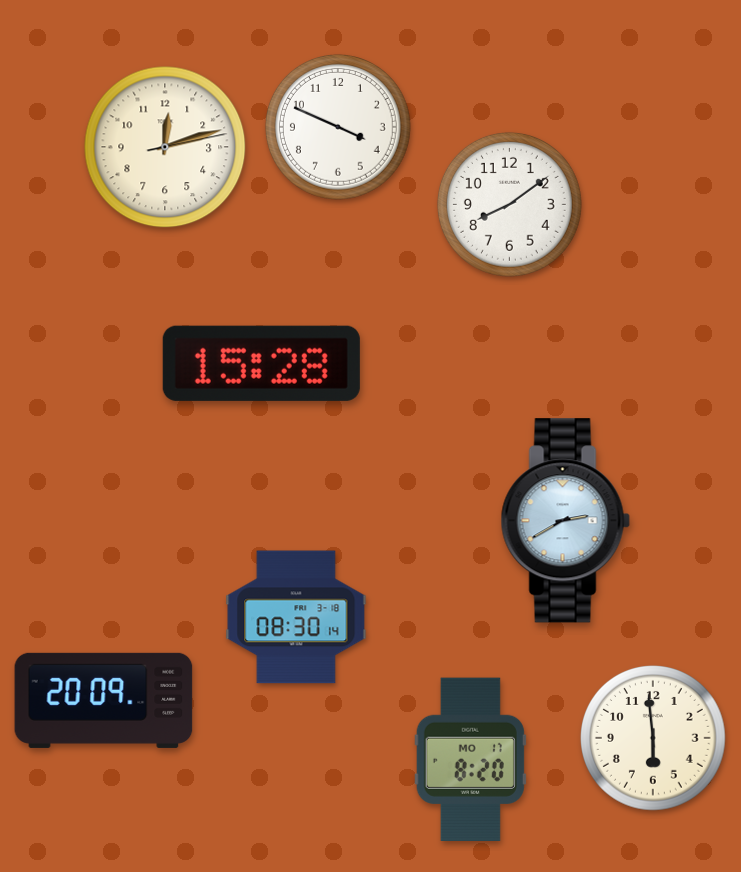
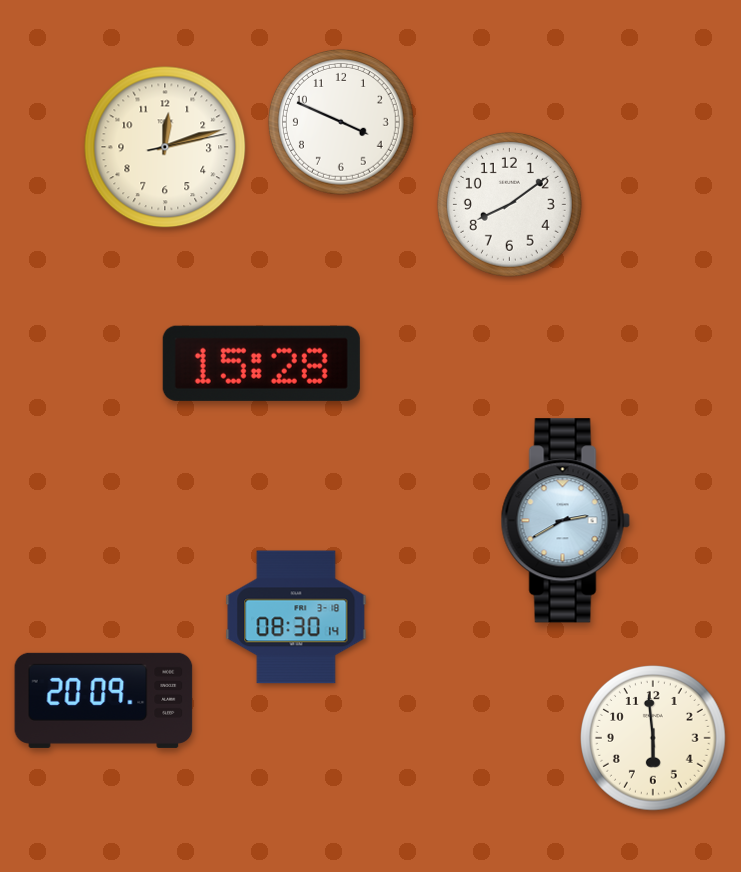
clock at (338, 127) position: (338, 127) -> (341, 122)
clock at (470, 759): 8:20 -> none
